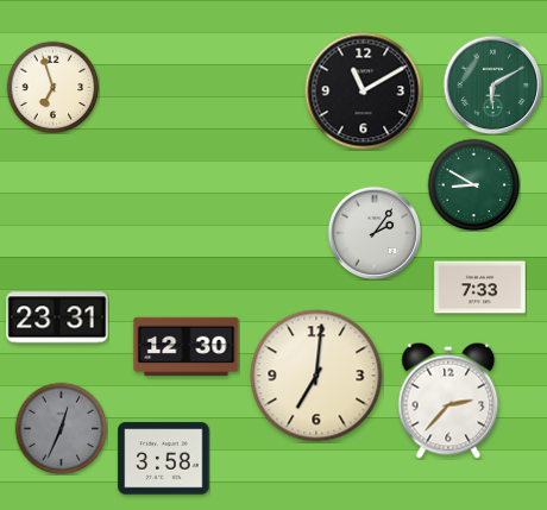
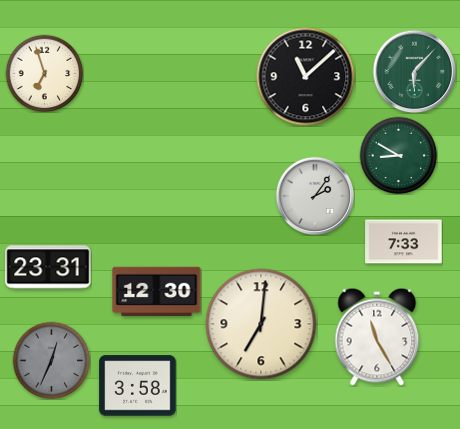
clock at (492, 84): 6:10 -> 6:07
clock at (364, 92): 11:10 -> 11:08
clock at (316, 376) position: (316, 376) -> (261, 324)
clock at (448, 401): 2:37 -> 11:25
